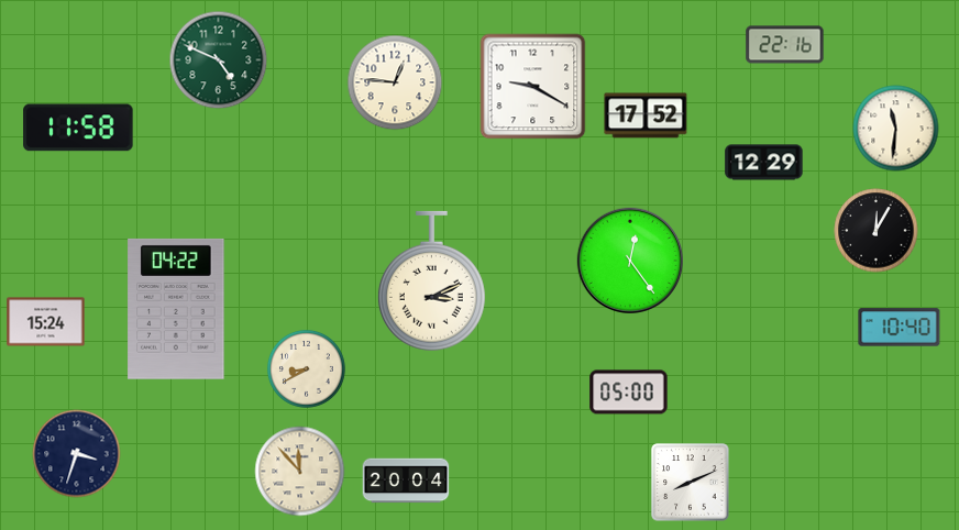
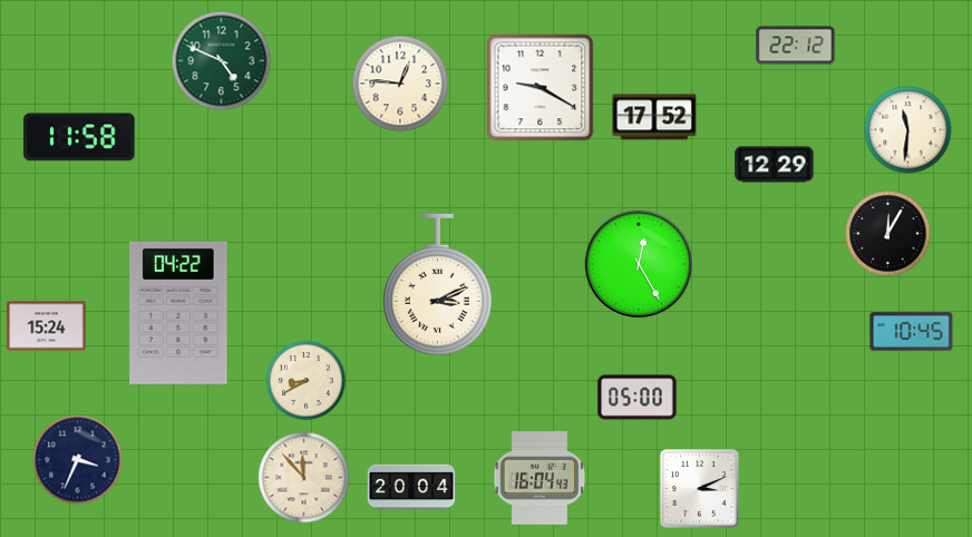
clock at (785, 45): 22:16 -> 22:12
clock at (78, 128) position: (78, 128) -> (79, 137)
clock at (629, 260): 12:24 -> 12:25
clock at (900, 328): 10:40 -> 10:45
clock at (306, 368) position: (306, 368) -> (305, 380)
clock at (77, 454): 3:33 -> 3:34
clock at (540, 478): none -> 16:04
clock at (691, 483): 8:11 -> 3:11
